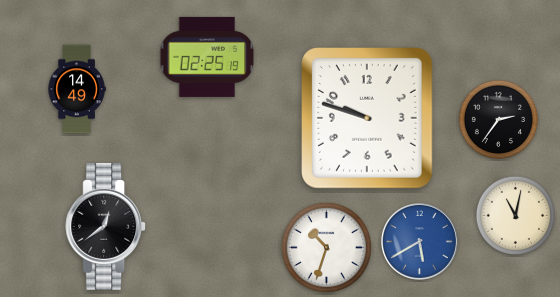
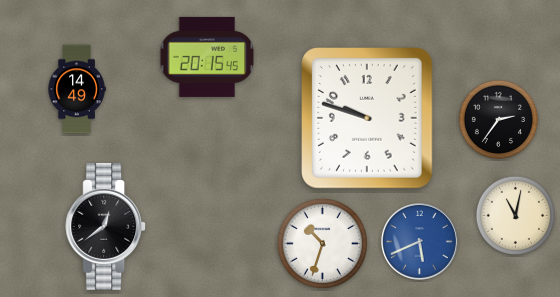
clock at (207, 57): 02:25 -> 20:15
clock at (419, 241): 5:40 -> 5:41
clock at (326, 247) position: (326, 247) -> (322, 243)
